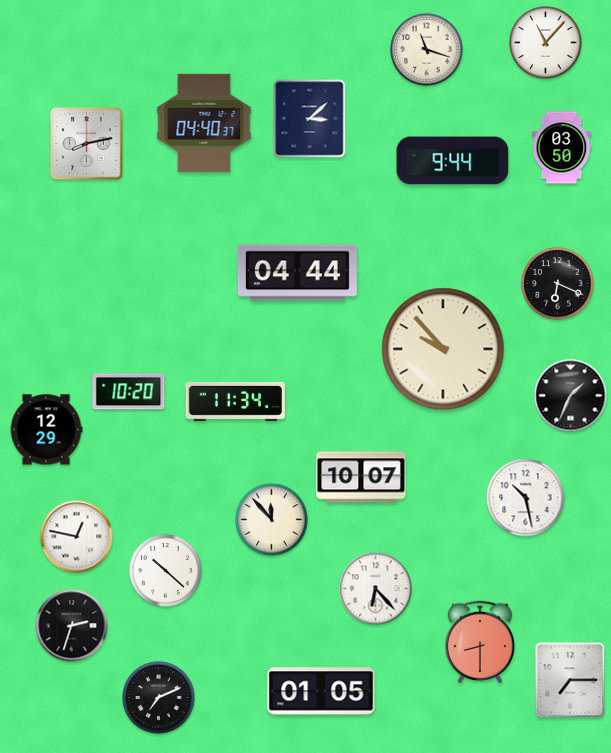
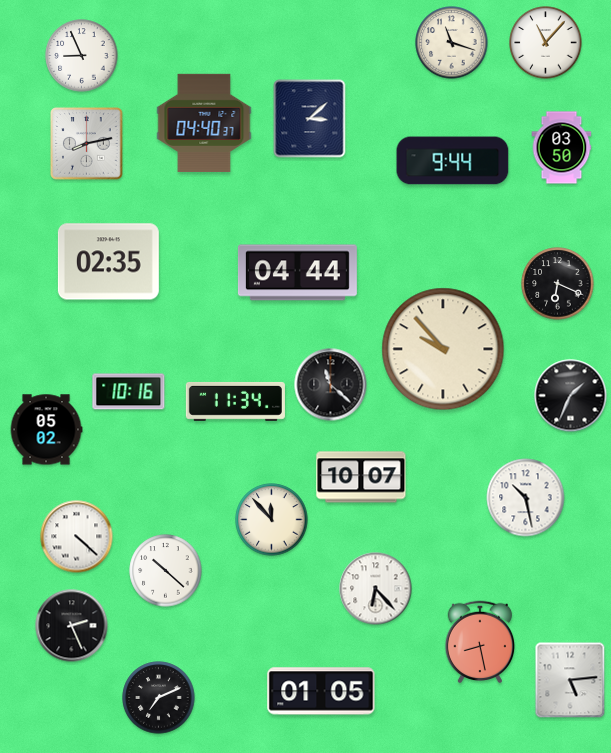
clock at (427, 50) position: (427, 50) -> (452, 43)
clock at (82, 56): none -> 8:56
clock at (108, 262): none -> 02:35
clock at (331, 385): none -> 11:22
clock at (129, 392): 10:20 -> 10:16
clock at (46, 430): 12:29 -> 05:02
clock at (77, 537): 12:47 -> 4:22
clock at (72, 626): 2:33 -> 2:26
clock at (480, 642): 8:30 -> 8:28
clock at (570, 680): 7:15 -> 5:14
